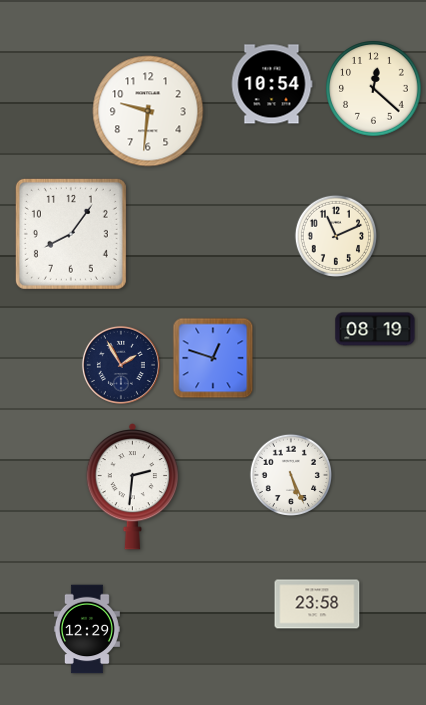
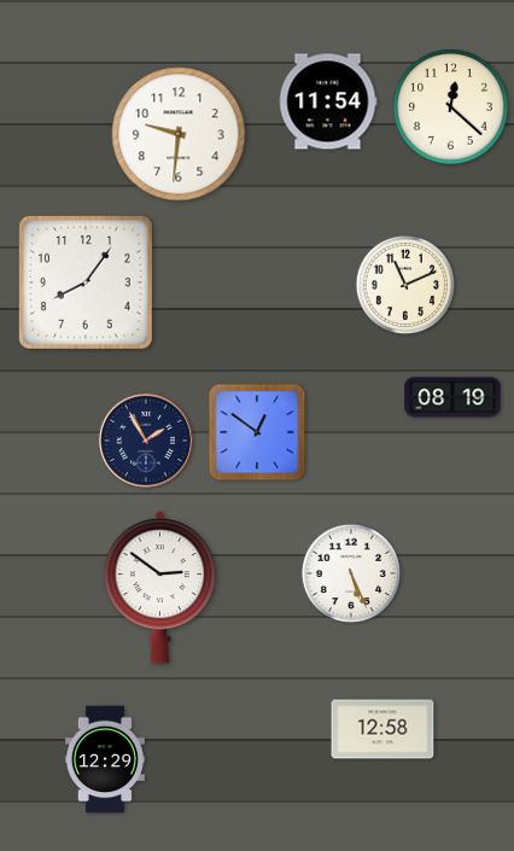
clock at (272, 84): 10:54 -> 11:54
clock at (213, 358): 12:48 -> 12:51
clock at (132, 486): 2:31 -> 2:51
clock at (317, 604): 23:58 -> 12:58
